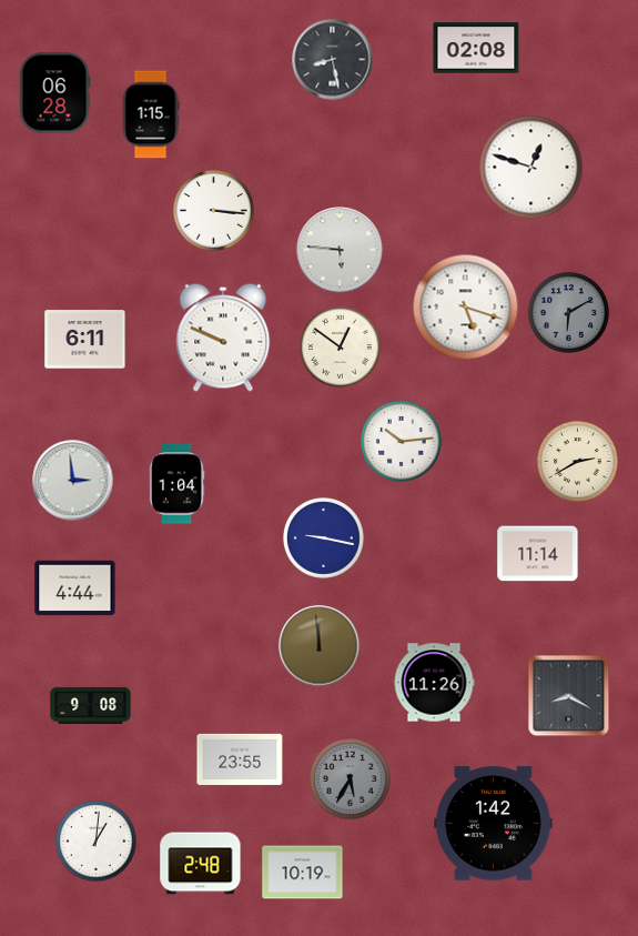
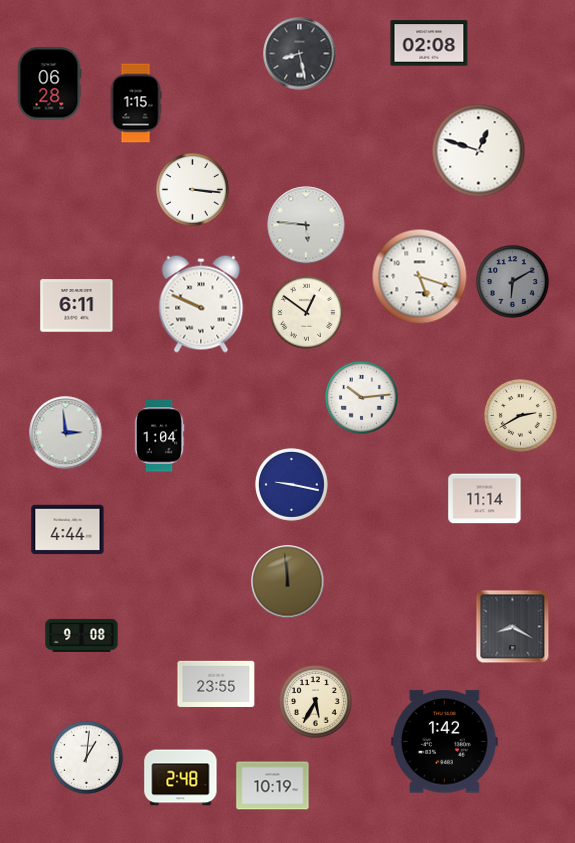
clock at (434, 683): 11:26 -> none
clock at (351, 779) dial: grey -> cream
